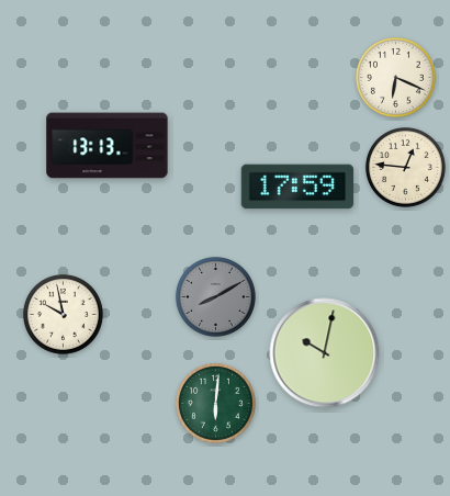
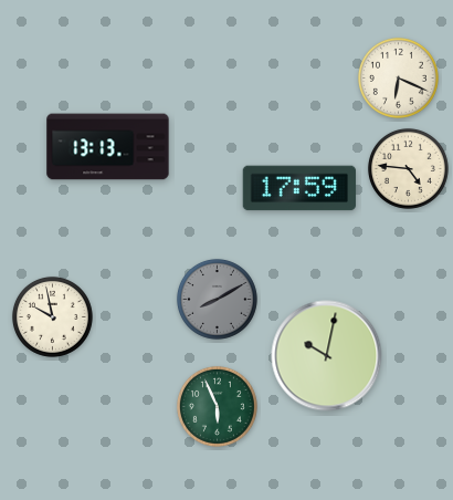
clock at (405, 167): 12:46 -> 4:46
clock at (63, 314) position: (63, 314) -> (52, 316)
clock at (215, 403): 6:01 -> 5:56
